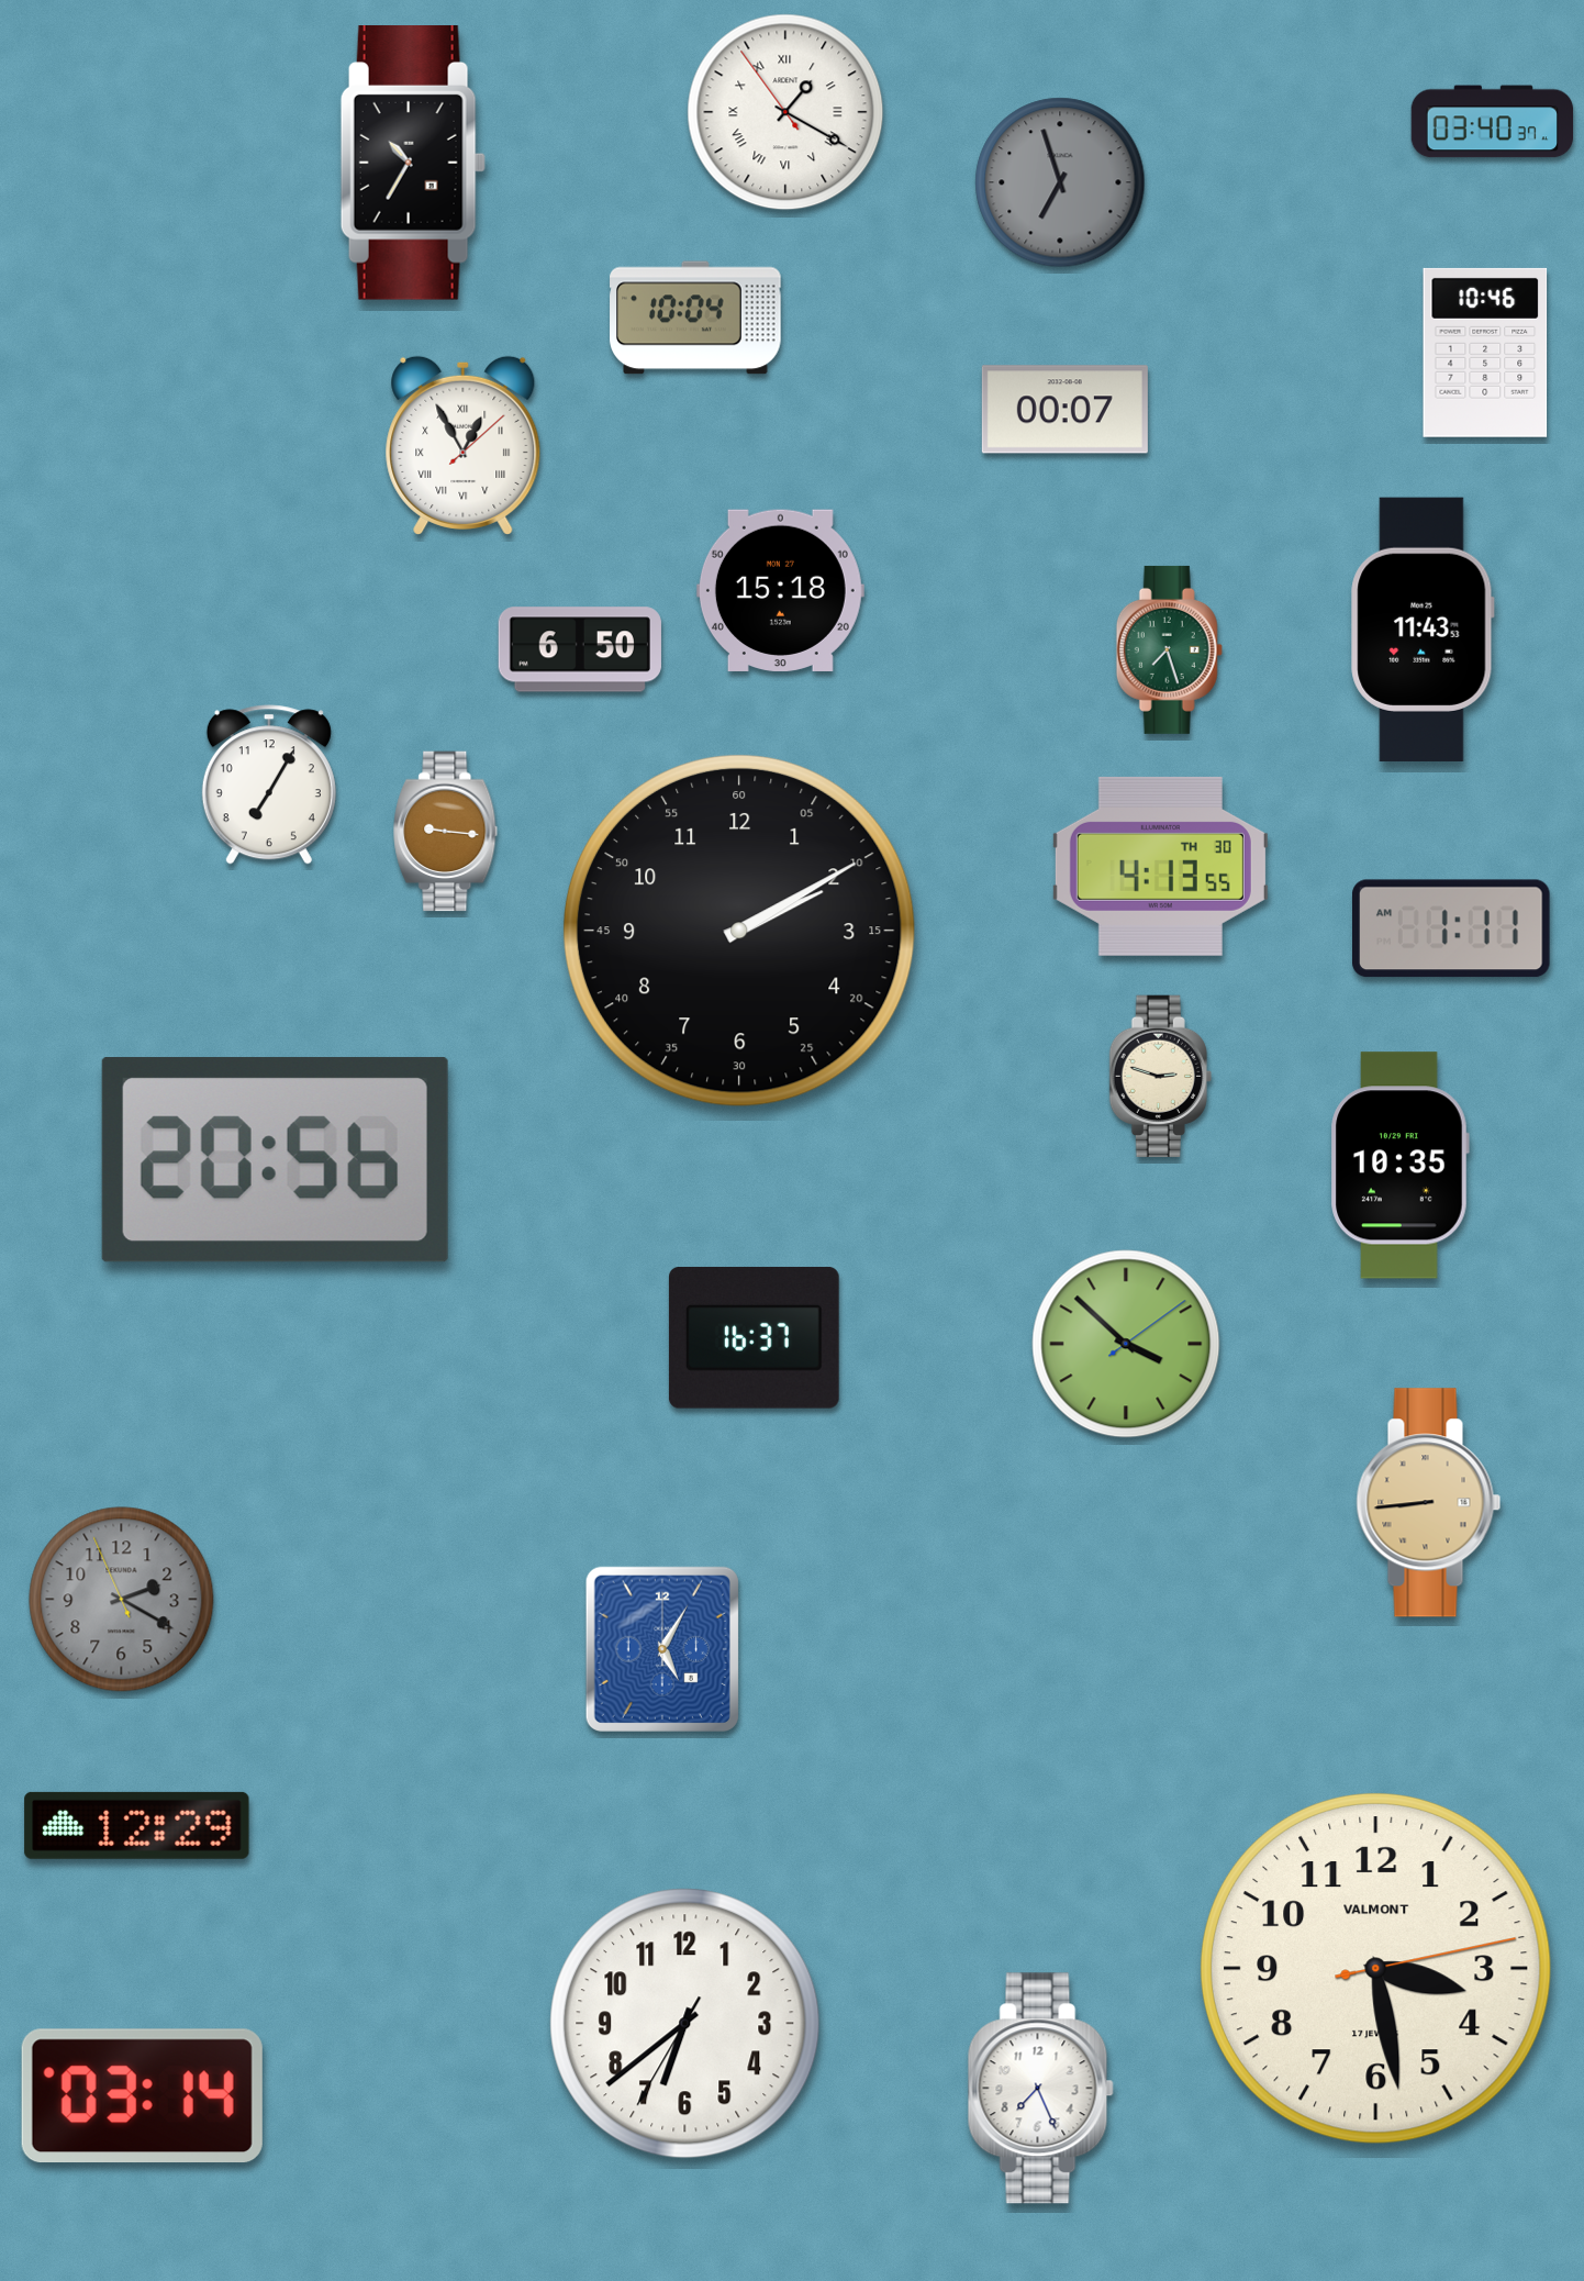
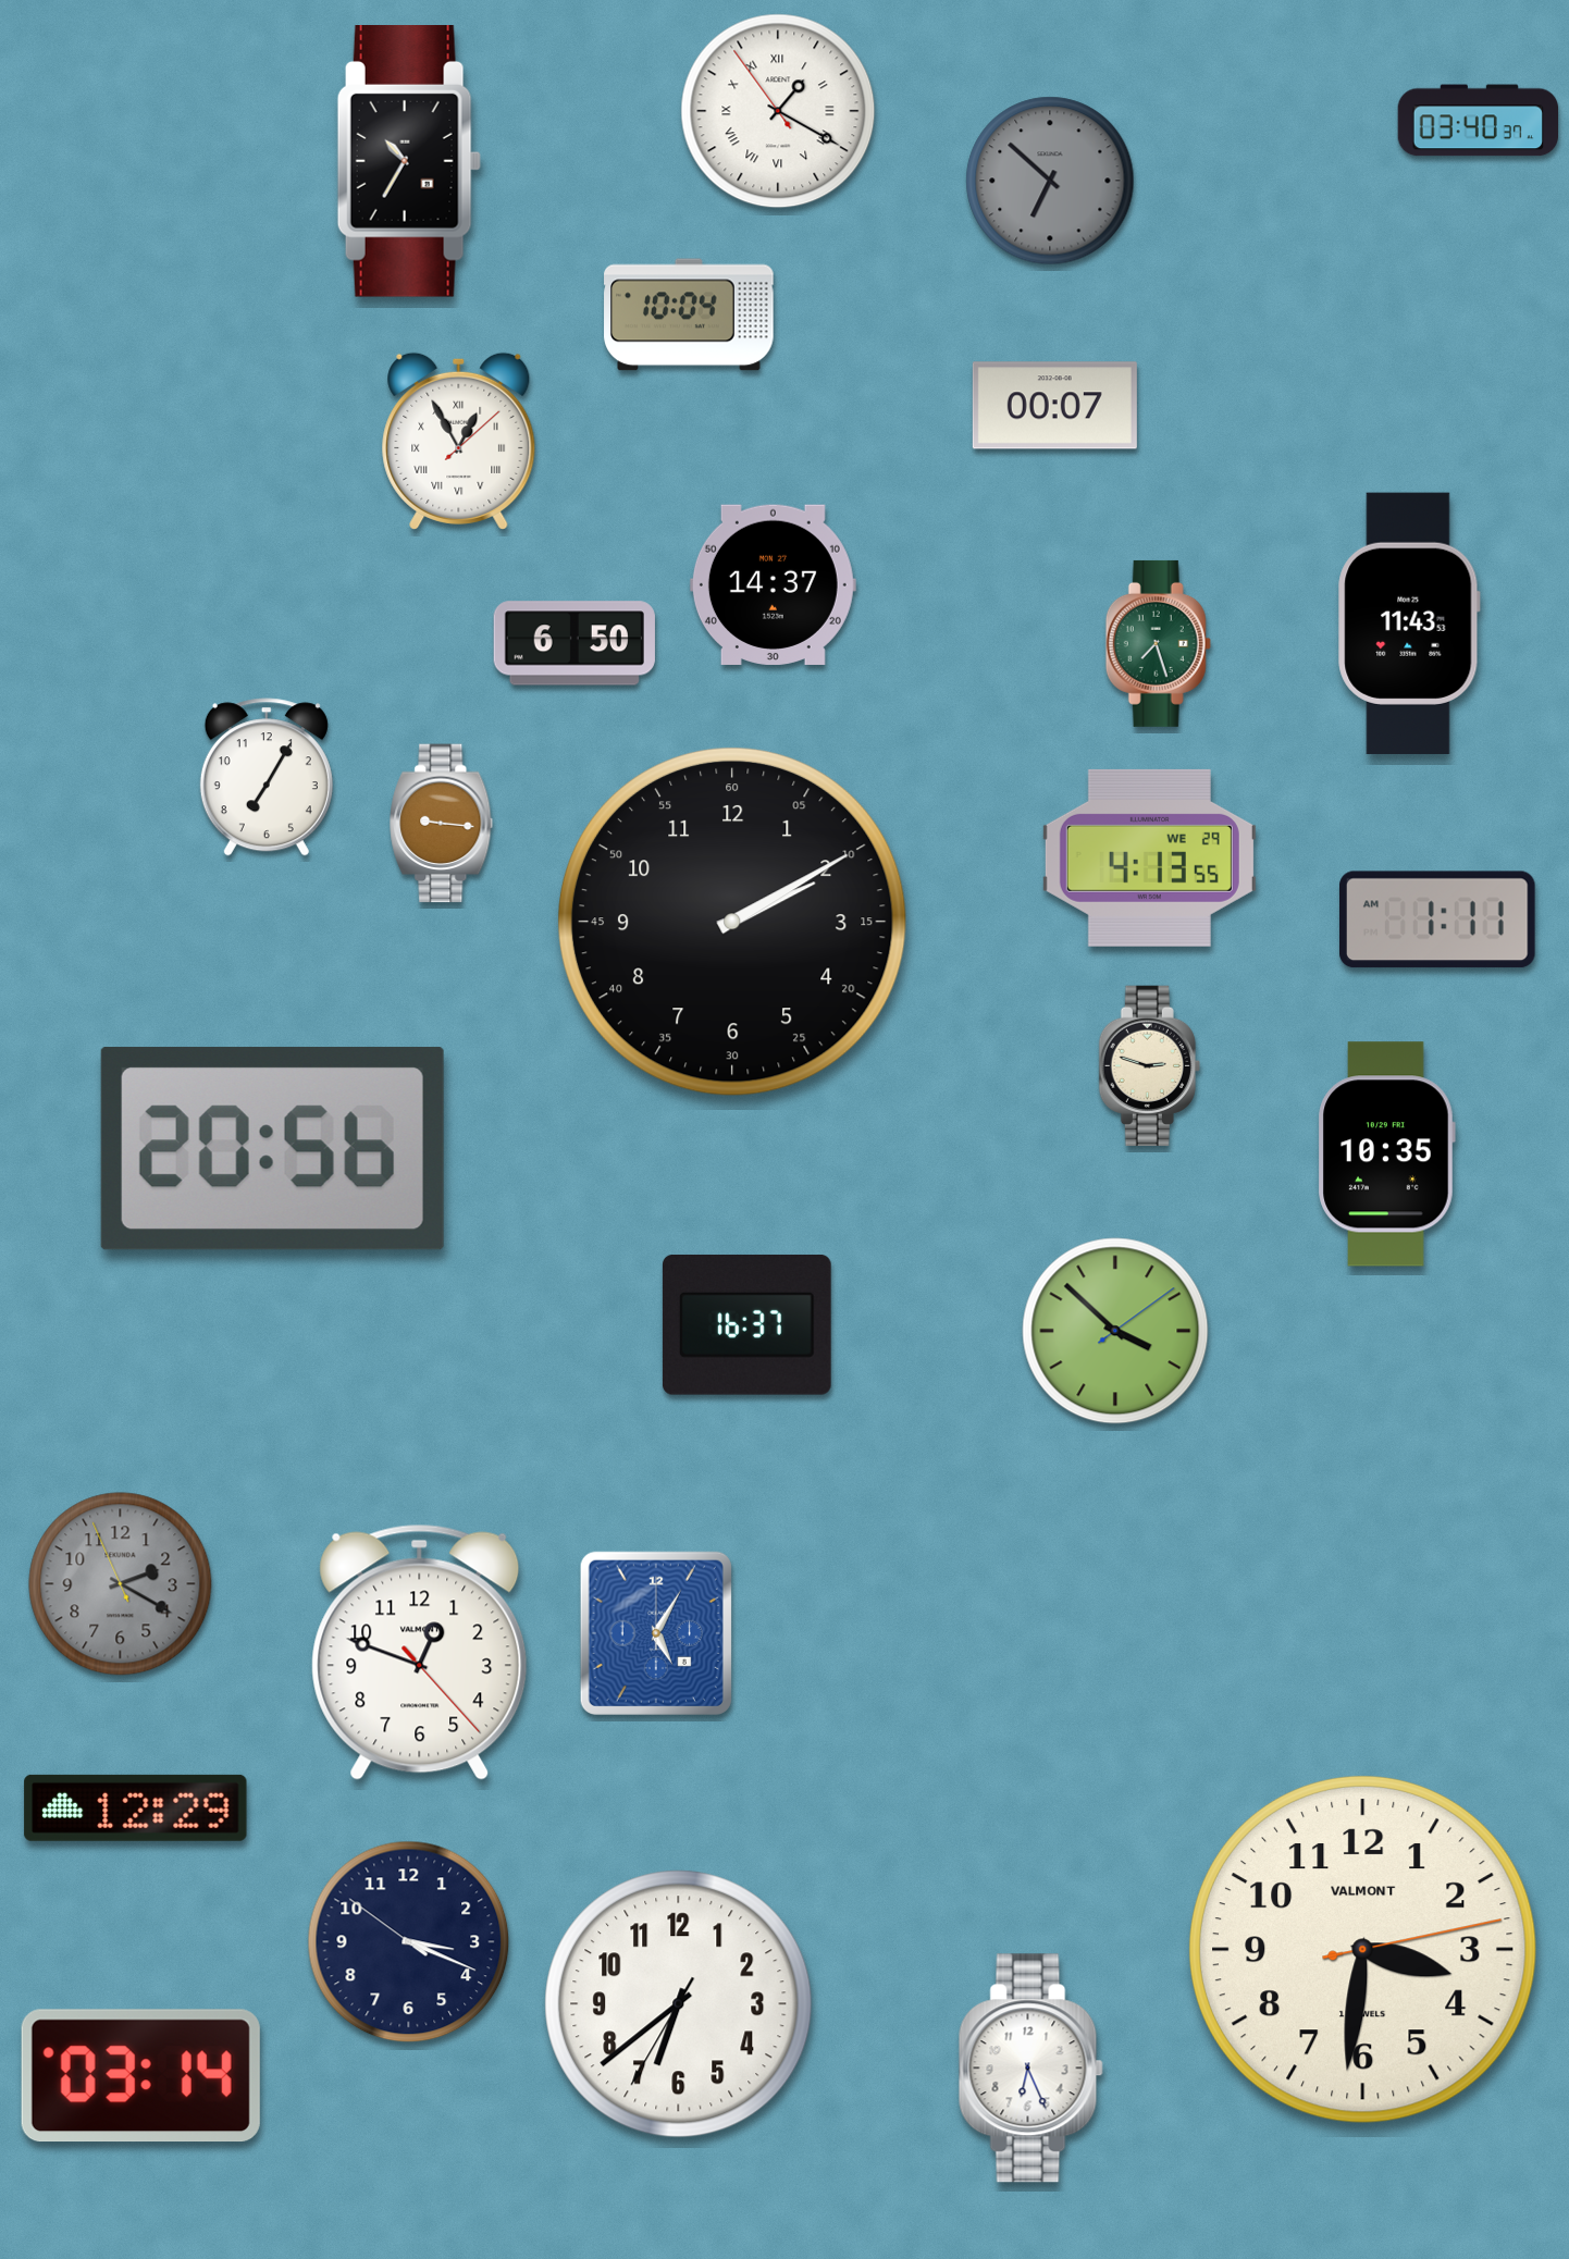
clock at (1060, 182): 6:57 -> 6:52
clock at (1485, 353): 10:46 -> none
clock at (780, 590): 15:18 -> 14:37
clock at (1160, 866) date: TH 30 -> WE 29
clock at (1429, 1503): 8:44 -> none
clock at (420, 1652): none -> 12:48
clock at (409, 1942): none -> 3:18
clock at (1375, 1968): 3:28 -> 3:31
clock at (1040, 2089): 7:26 -> 6:26
